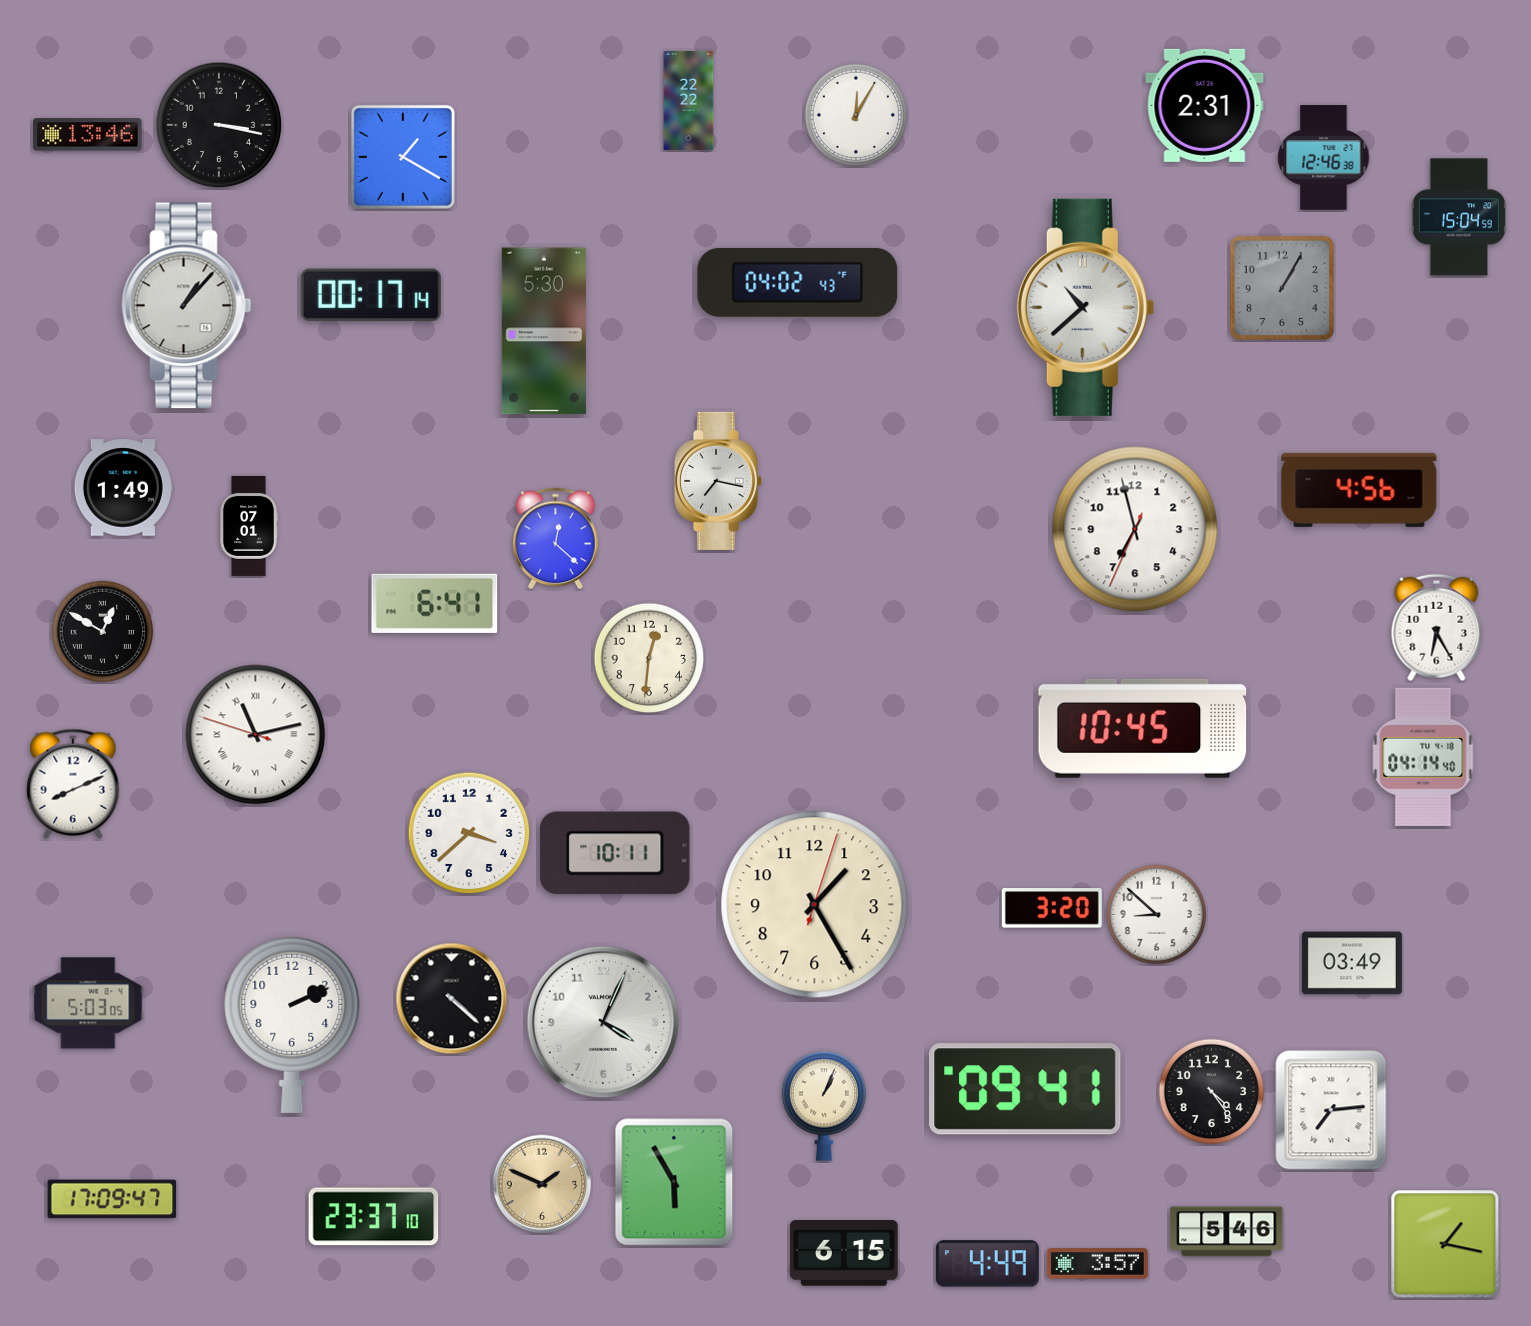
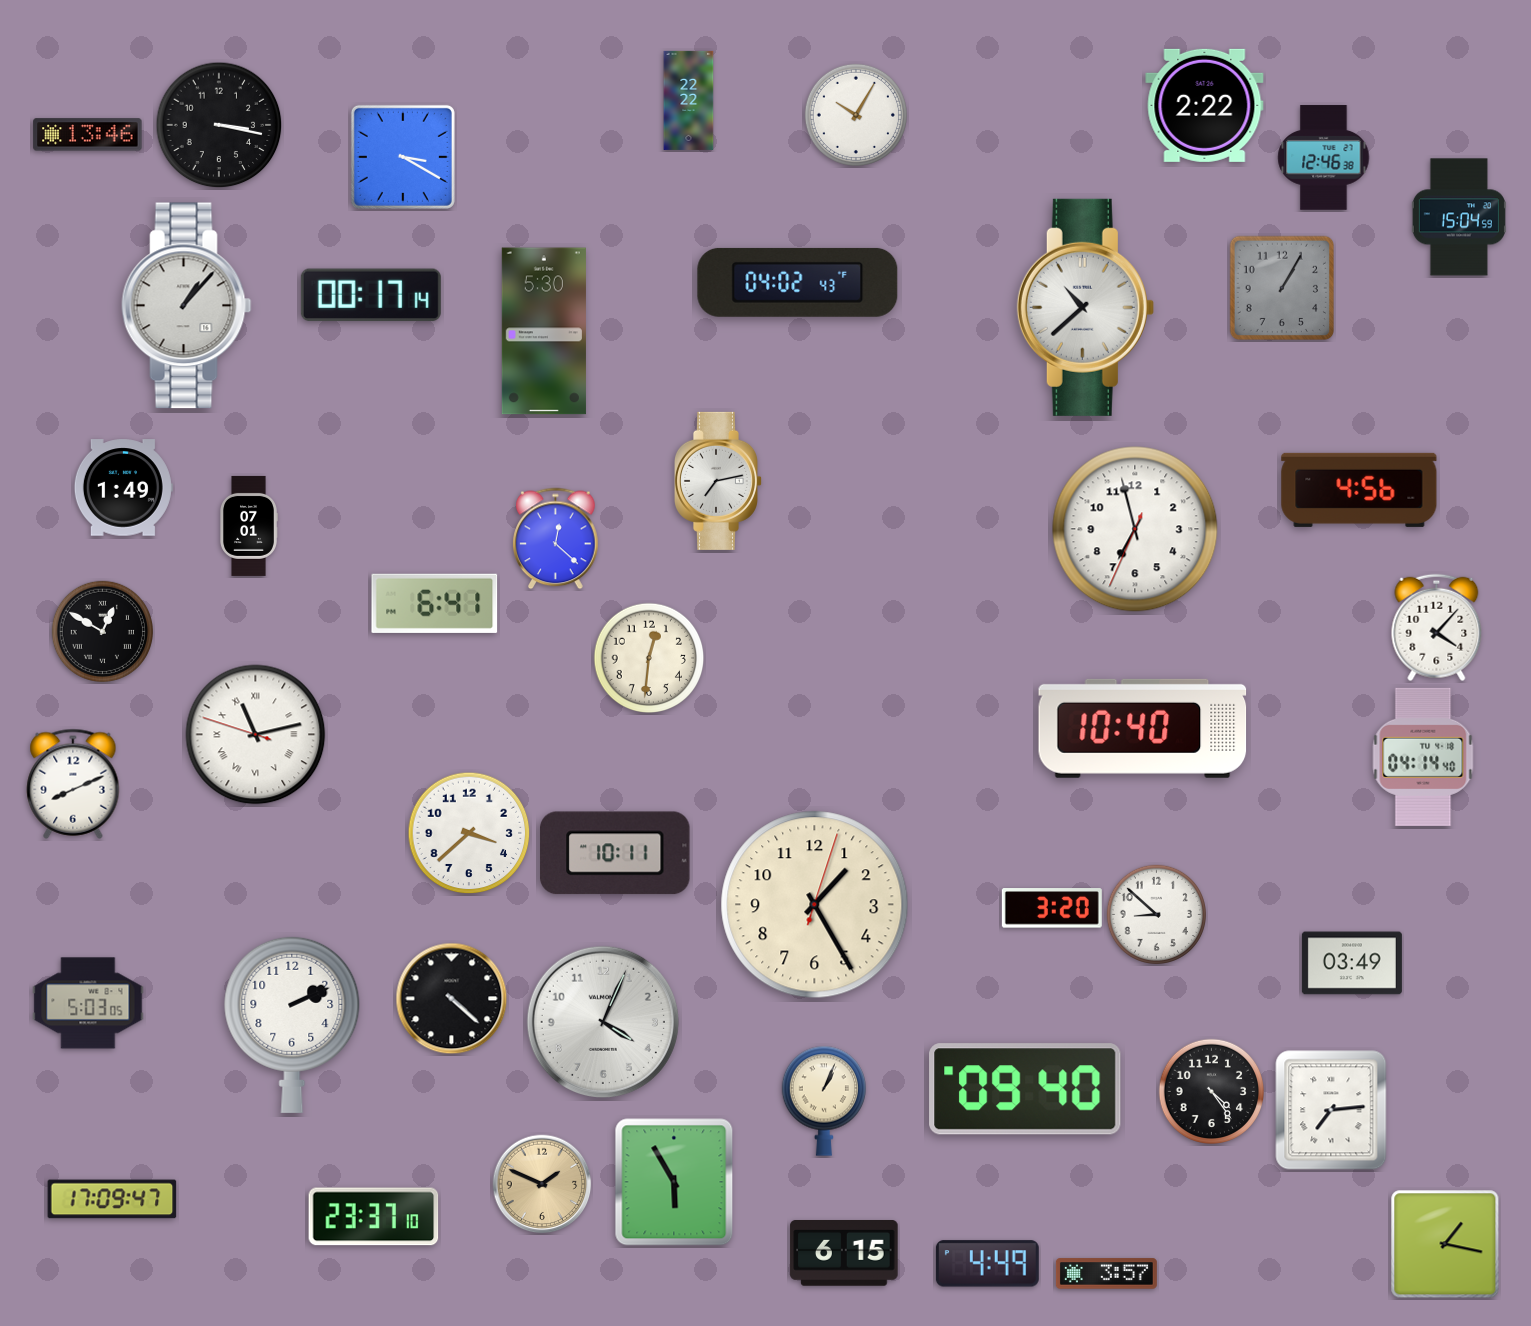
clock at (1205, 105): 2:31 -> 2:22
clock at (855, 114): 12:05 -> 10:05
clock at (403, 157): 1:20 -> 3:20
clock at (717, 481): 7:17 -> 7:13
clock at (1437, 628): 6:25 -> 4:07
clock at (1143, 728): 10:45 -> 10:40
clock at (1025, 1089): 09:41 -> 09:40
clock at (823, 1106) position: (823, 1106) -> (823, 1101)
clock at (1227, 1232): 5:46 -> none
clock at (1097, 1264) position: (1097, 1264) -> (1106, 1274)
